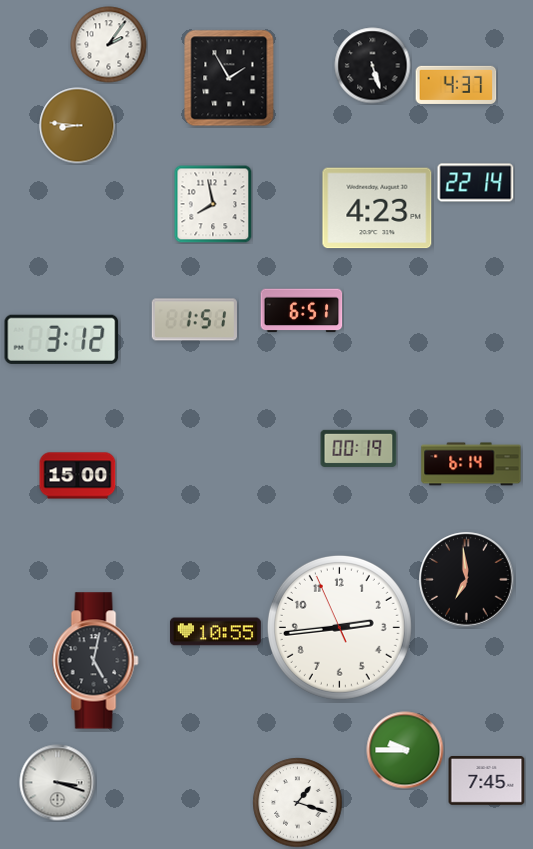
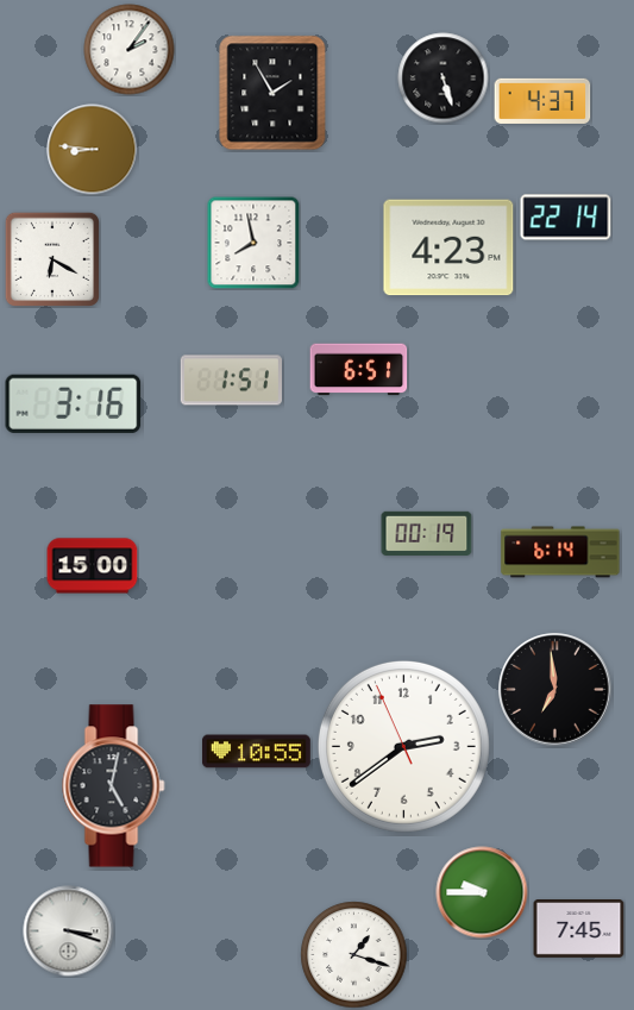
clock at (109, 45) position: (109, 45) -> (130, 50)
clock at (52, 259): none -> 6:20
clock at (62, 339): 3:12 -> 3:16
clock at (339, 627): 2:43 -> 2:38
